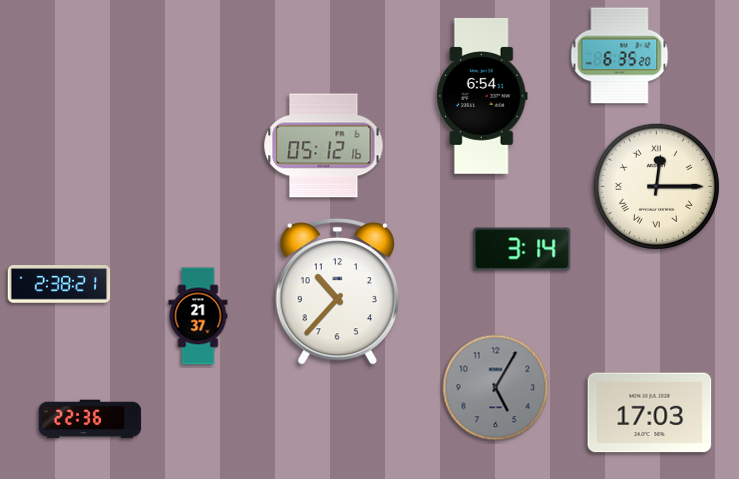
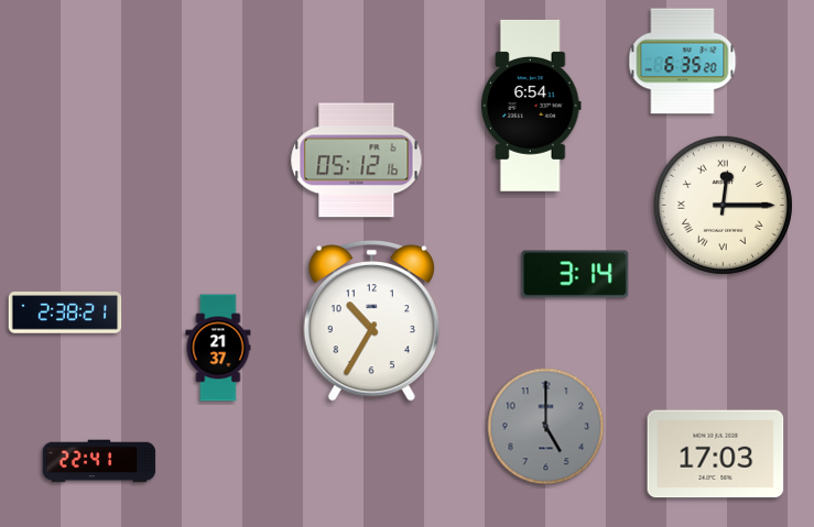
clock at (337, 292): 10:37 -> 10:35
clock at (496, 388): 5:05 -> 5:00
clock at (90, 419): 22:36 -> 22:41
